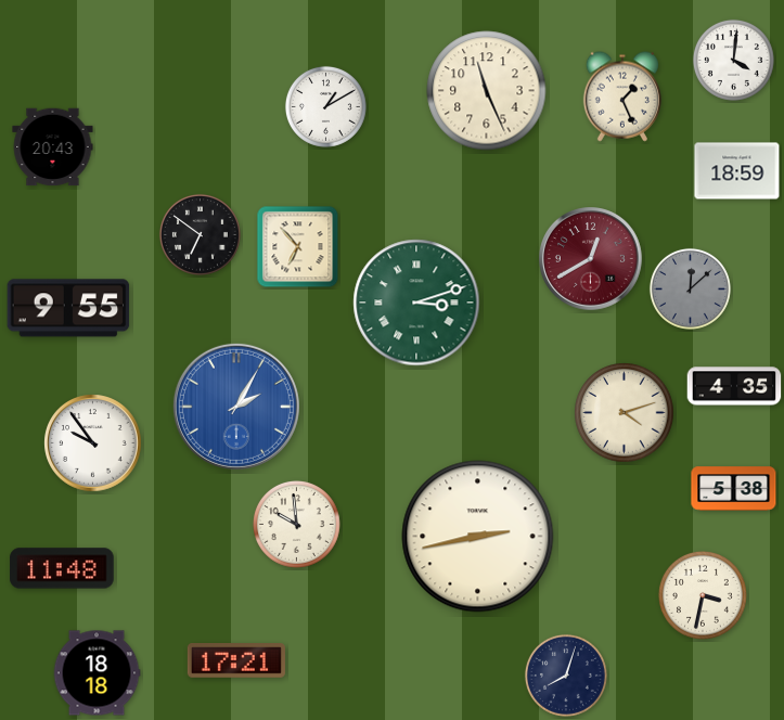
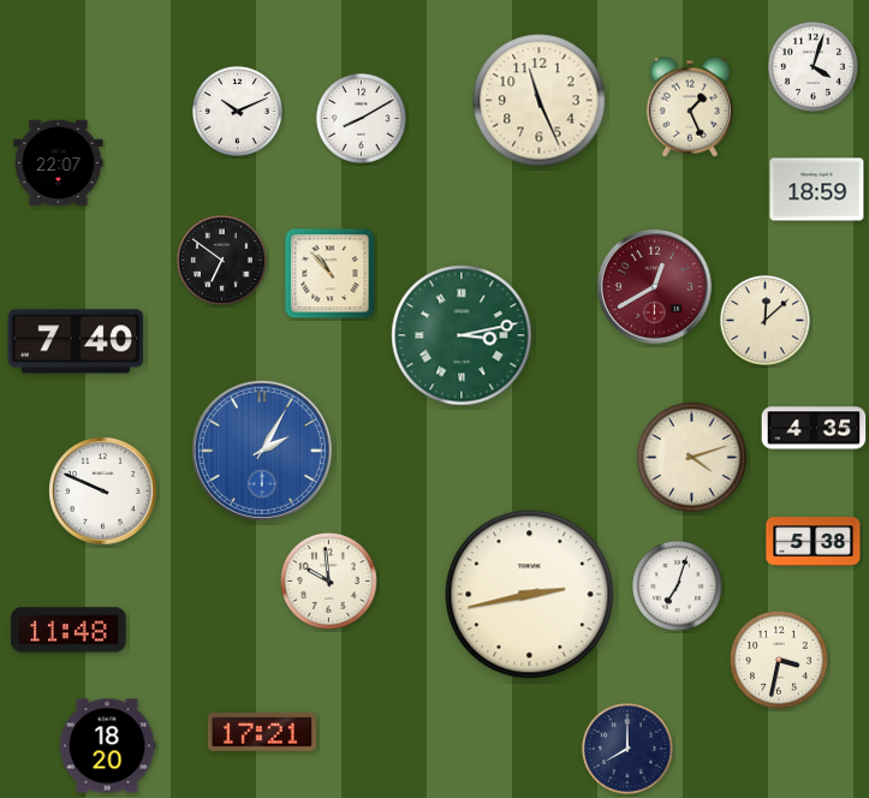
clock at (733, 60): 4:01 -> 4:03
clock at (237, 111): none -> 10:11
clock at (325, 106): 1:10 -> 8:10
clock at (53, 147): 20:43 -> 22:07
clock at (298, 247): 6:53 -> 10:53
clock at (690, 288) dial: grey -> cream
clock at (416, 303): 3:12 -> 3:13
clock at (68, 308): 9:55 -> 7:40
clock at (93, 443): 9:54 -> 9:49
clock at (677, 585): none -> 7:03
clock at (97, 673): 18:18 -> 18:20
clock at (566, 676): 8:03 -> 8:00
